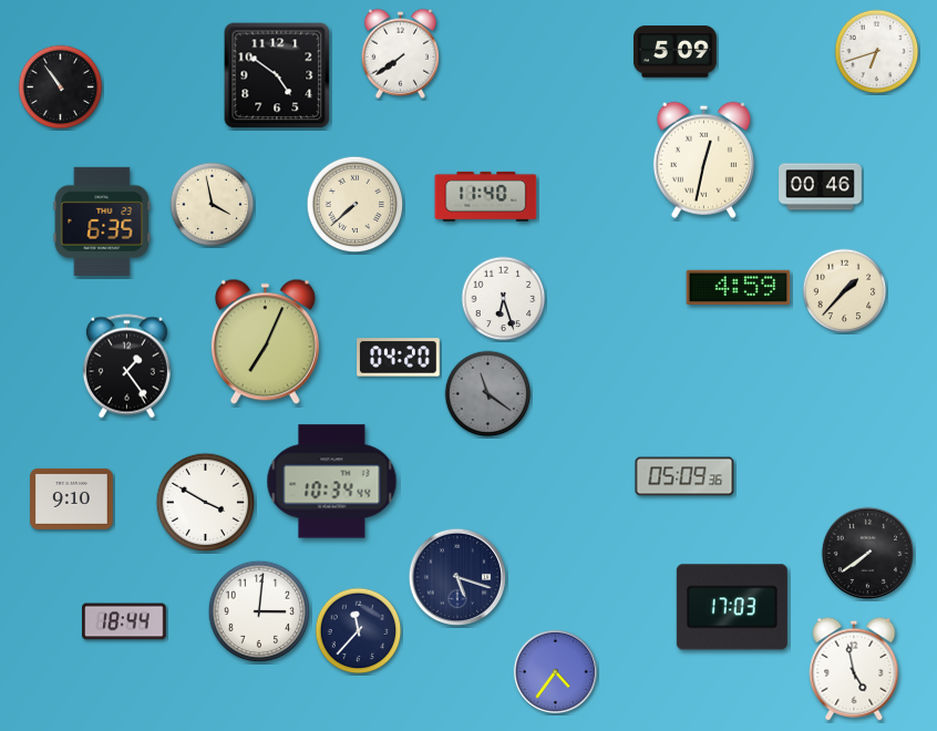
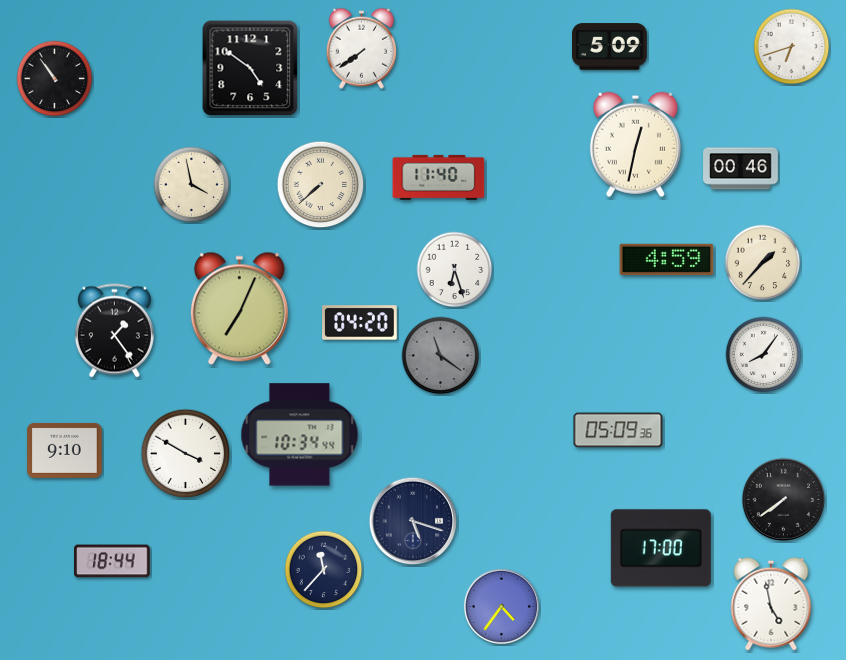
clock at (102, 222): 6:35 -> none
clock at (764, 355): none -> 8:06
clock at (732, 607): 17:03 -> 17:00
clock at (259, 611): 3:01 -> none
